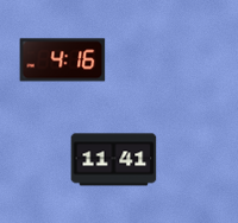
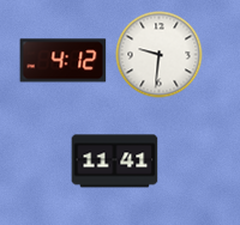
clock at (160, 55): none -> 9:31
clock at (63, 60): 4:16 -> 4:12
